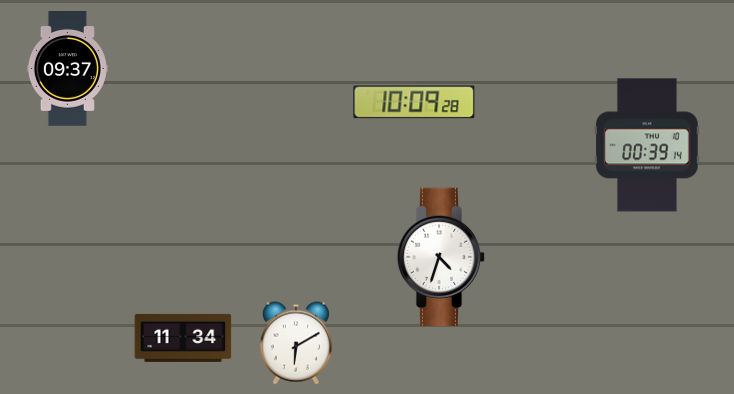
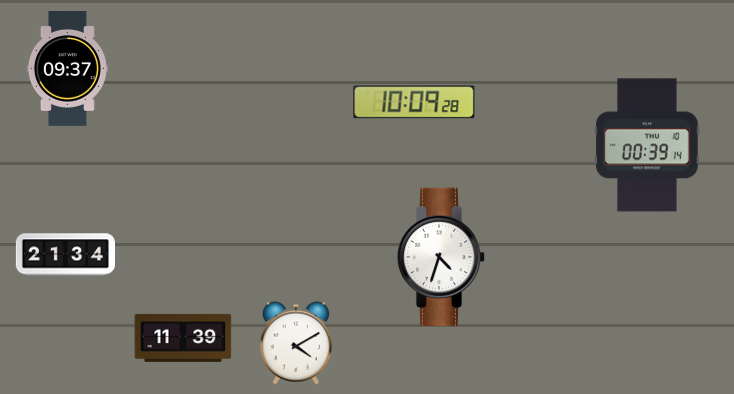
clock at (65, 255): none -> 21:34
clock at (183, 338): 11:34 -> 11:39
clock at (296, 343): 6:10 -> 4:10
